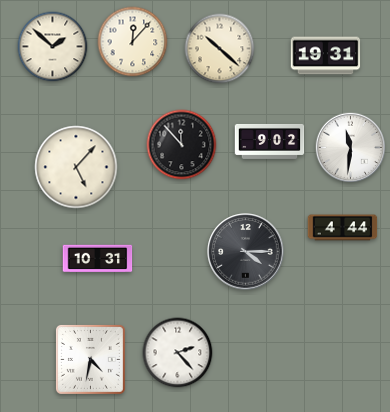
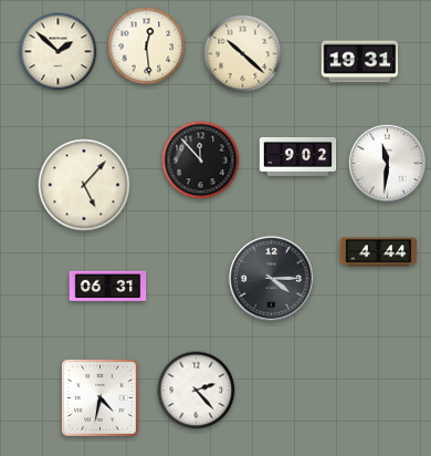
clock at (133, 42): 12:07 -> 12:29
clock at (98, 259): 10:31 -> 06:31
